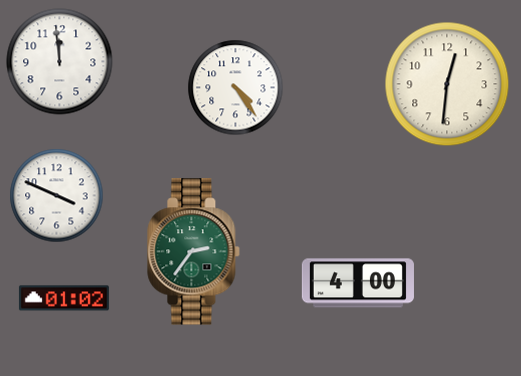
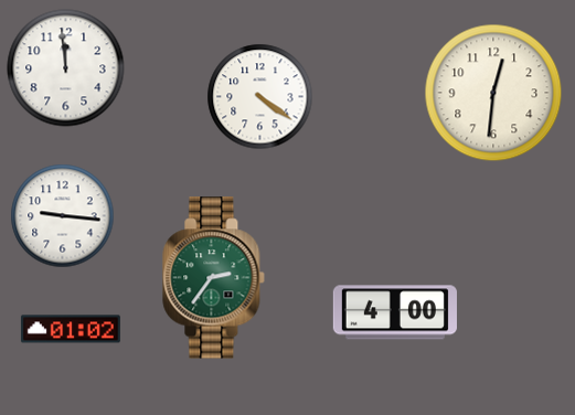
clock at (236, 88): 4:24 -> 4:21
clock at (57, 196): 3:49 -> 9:16
